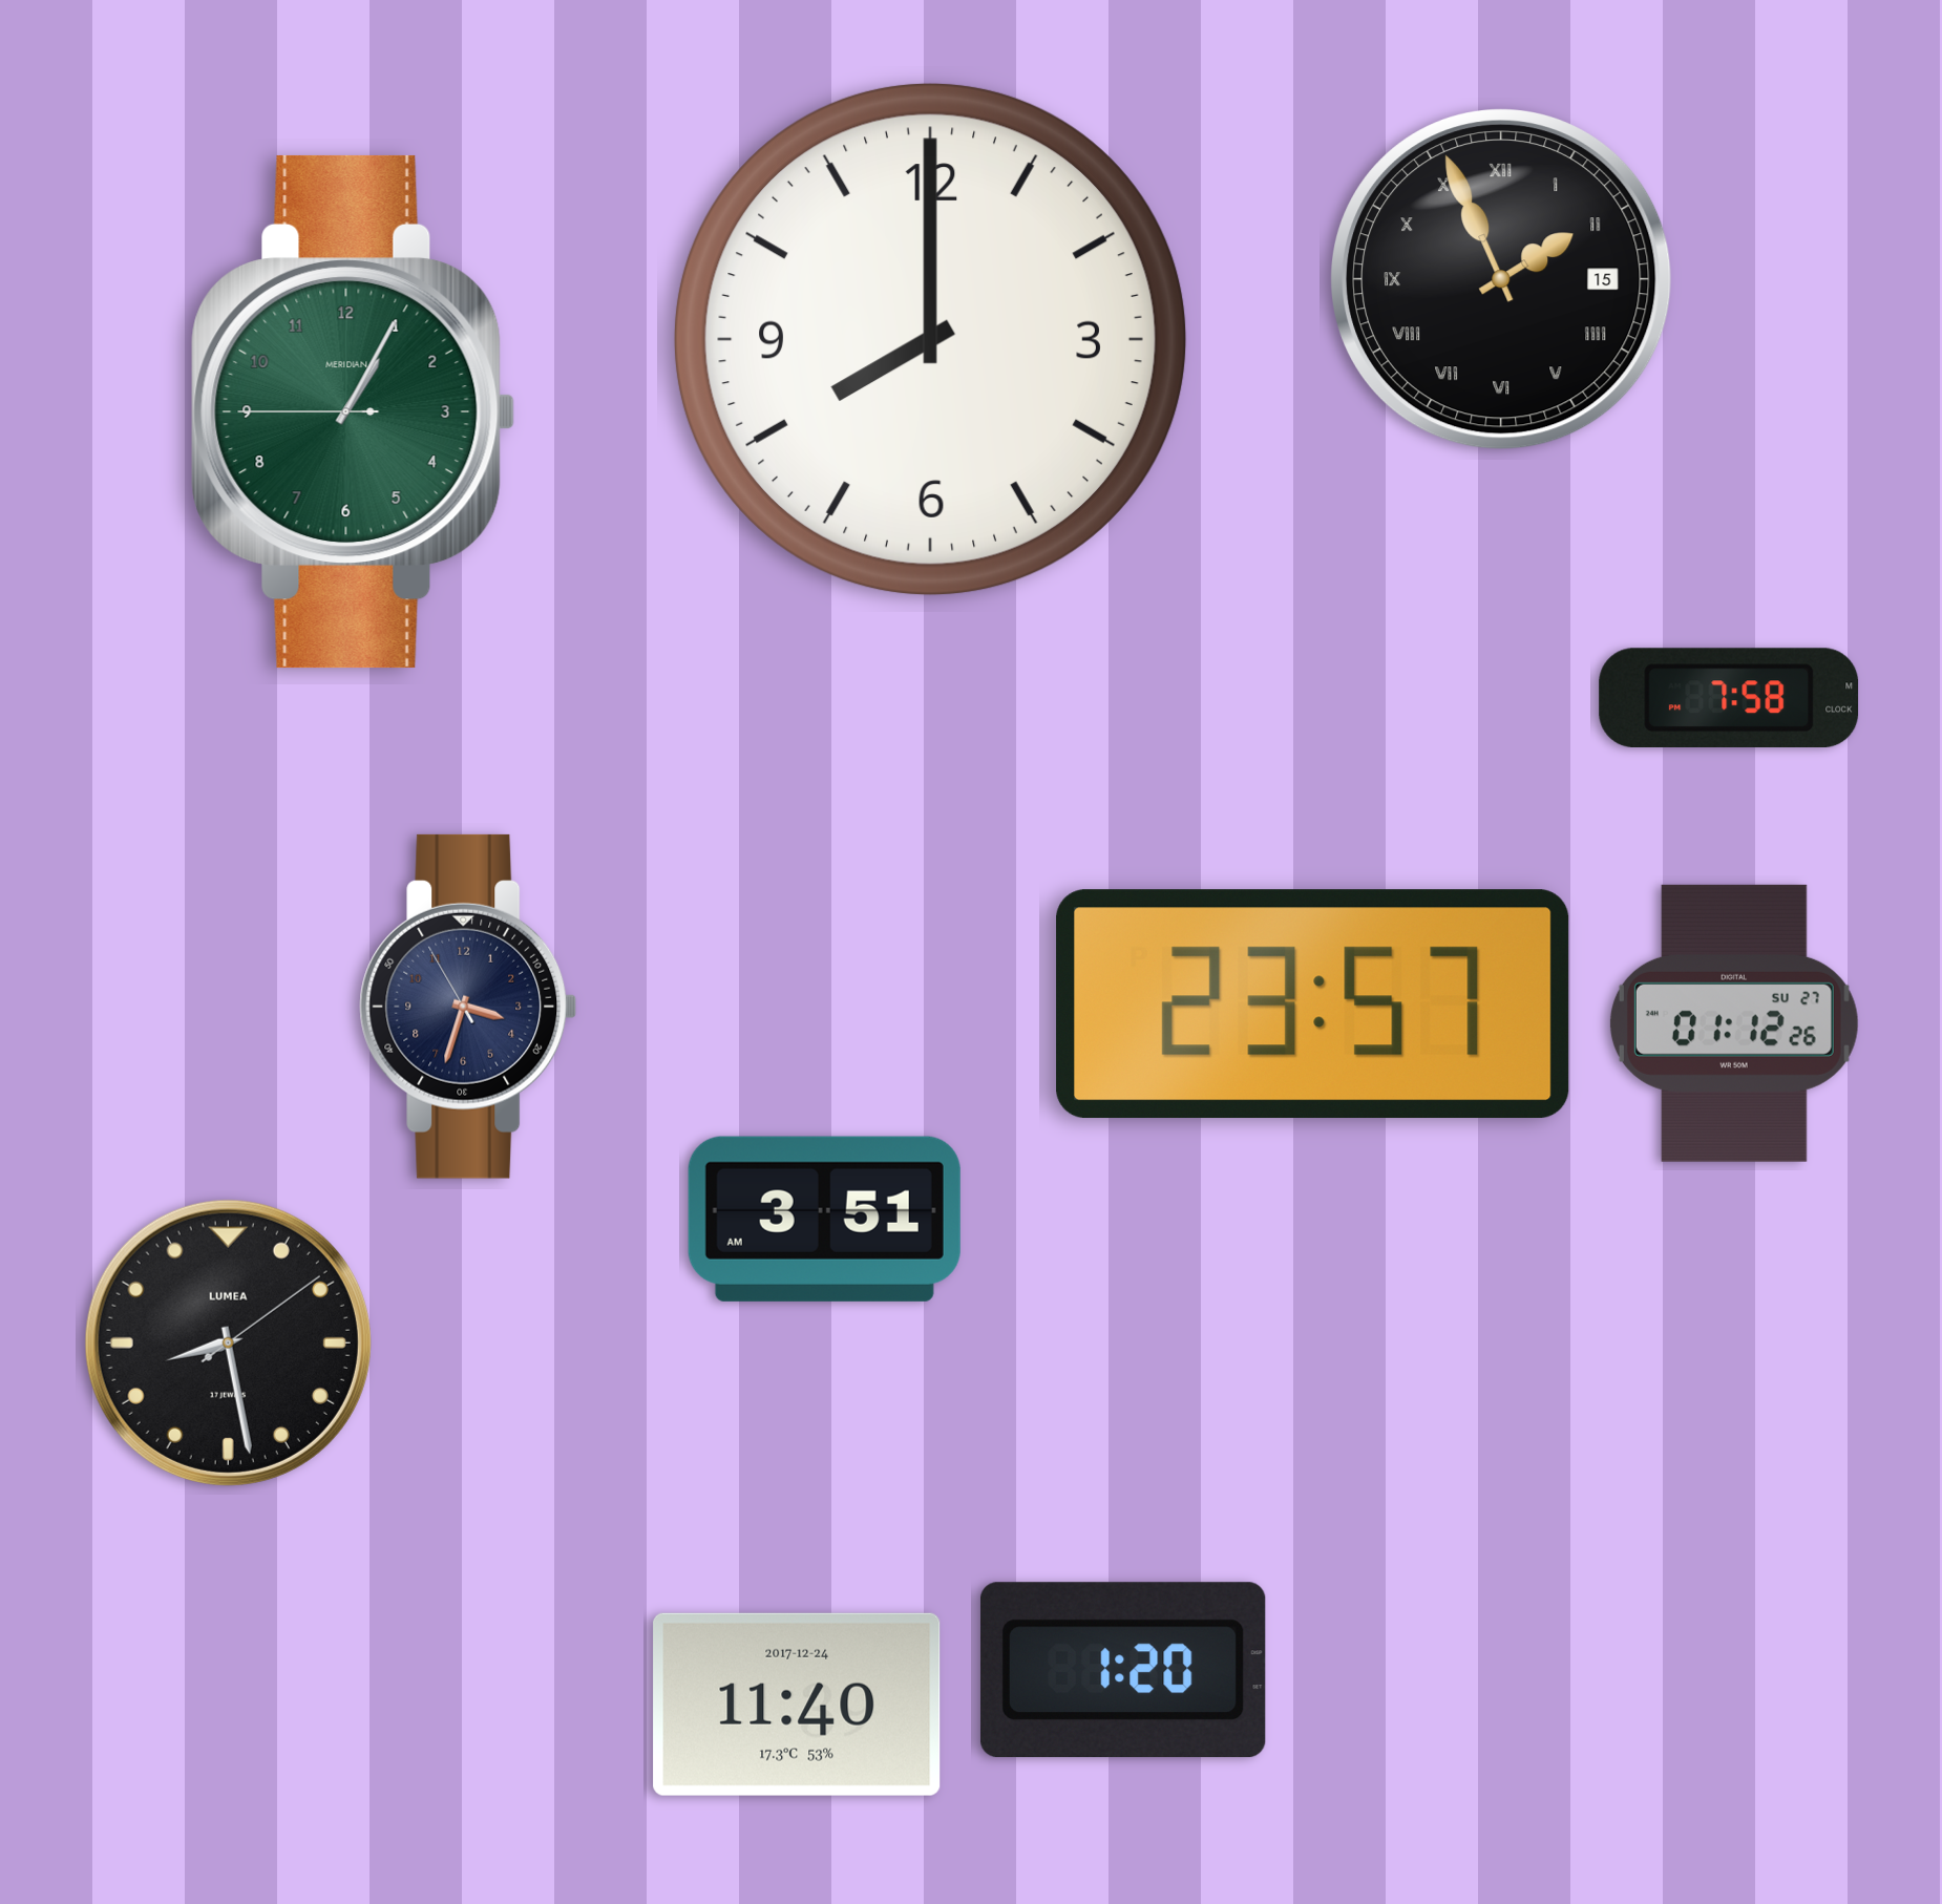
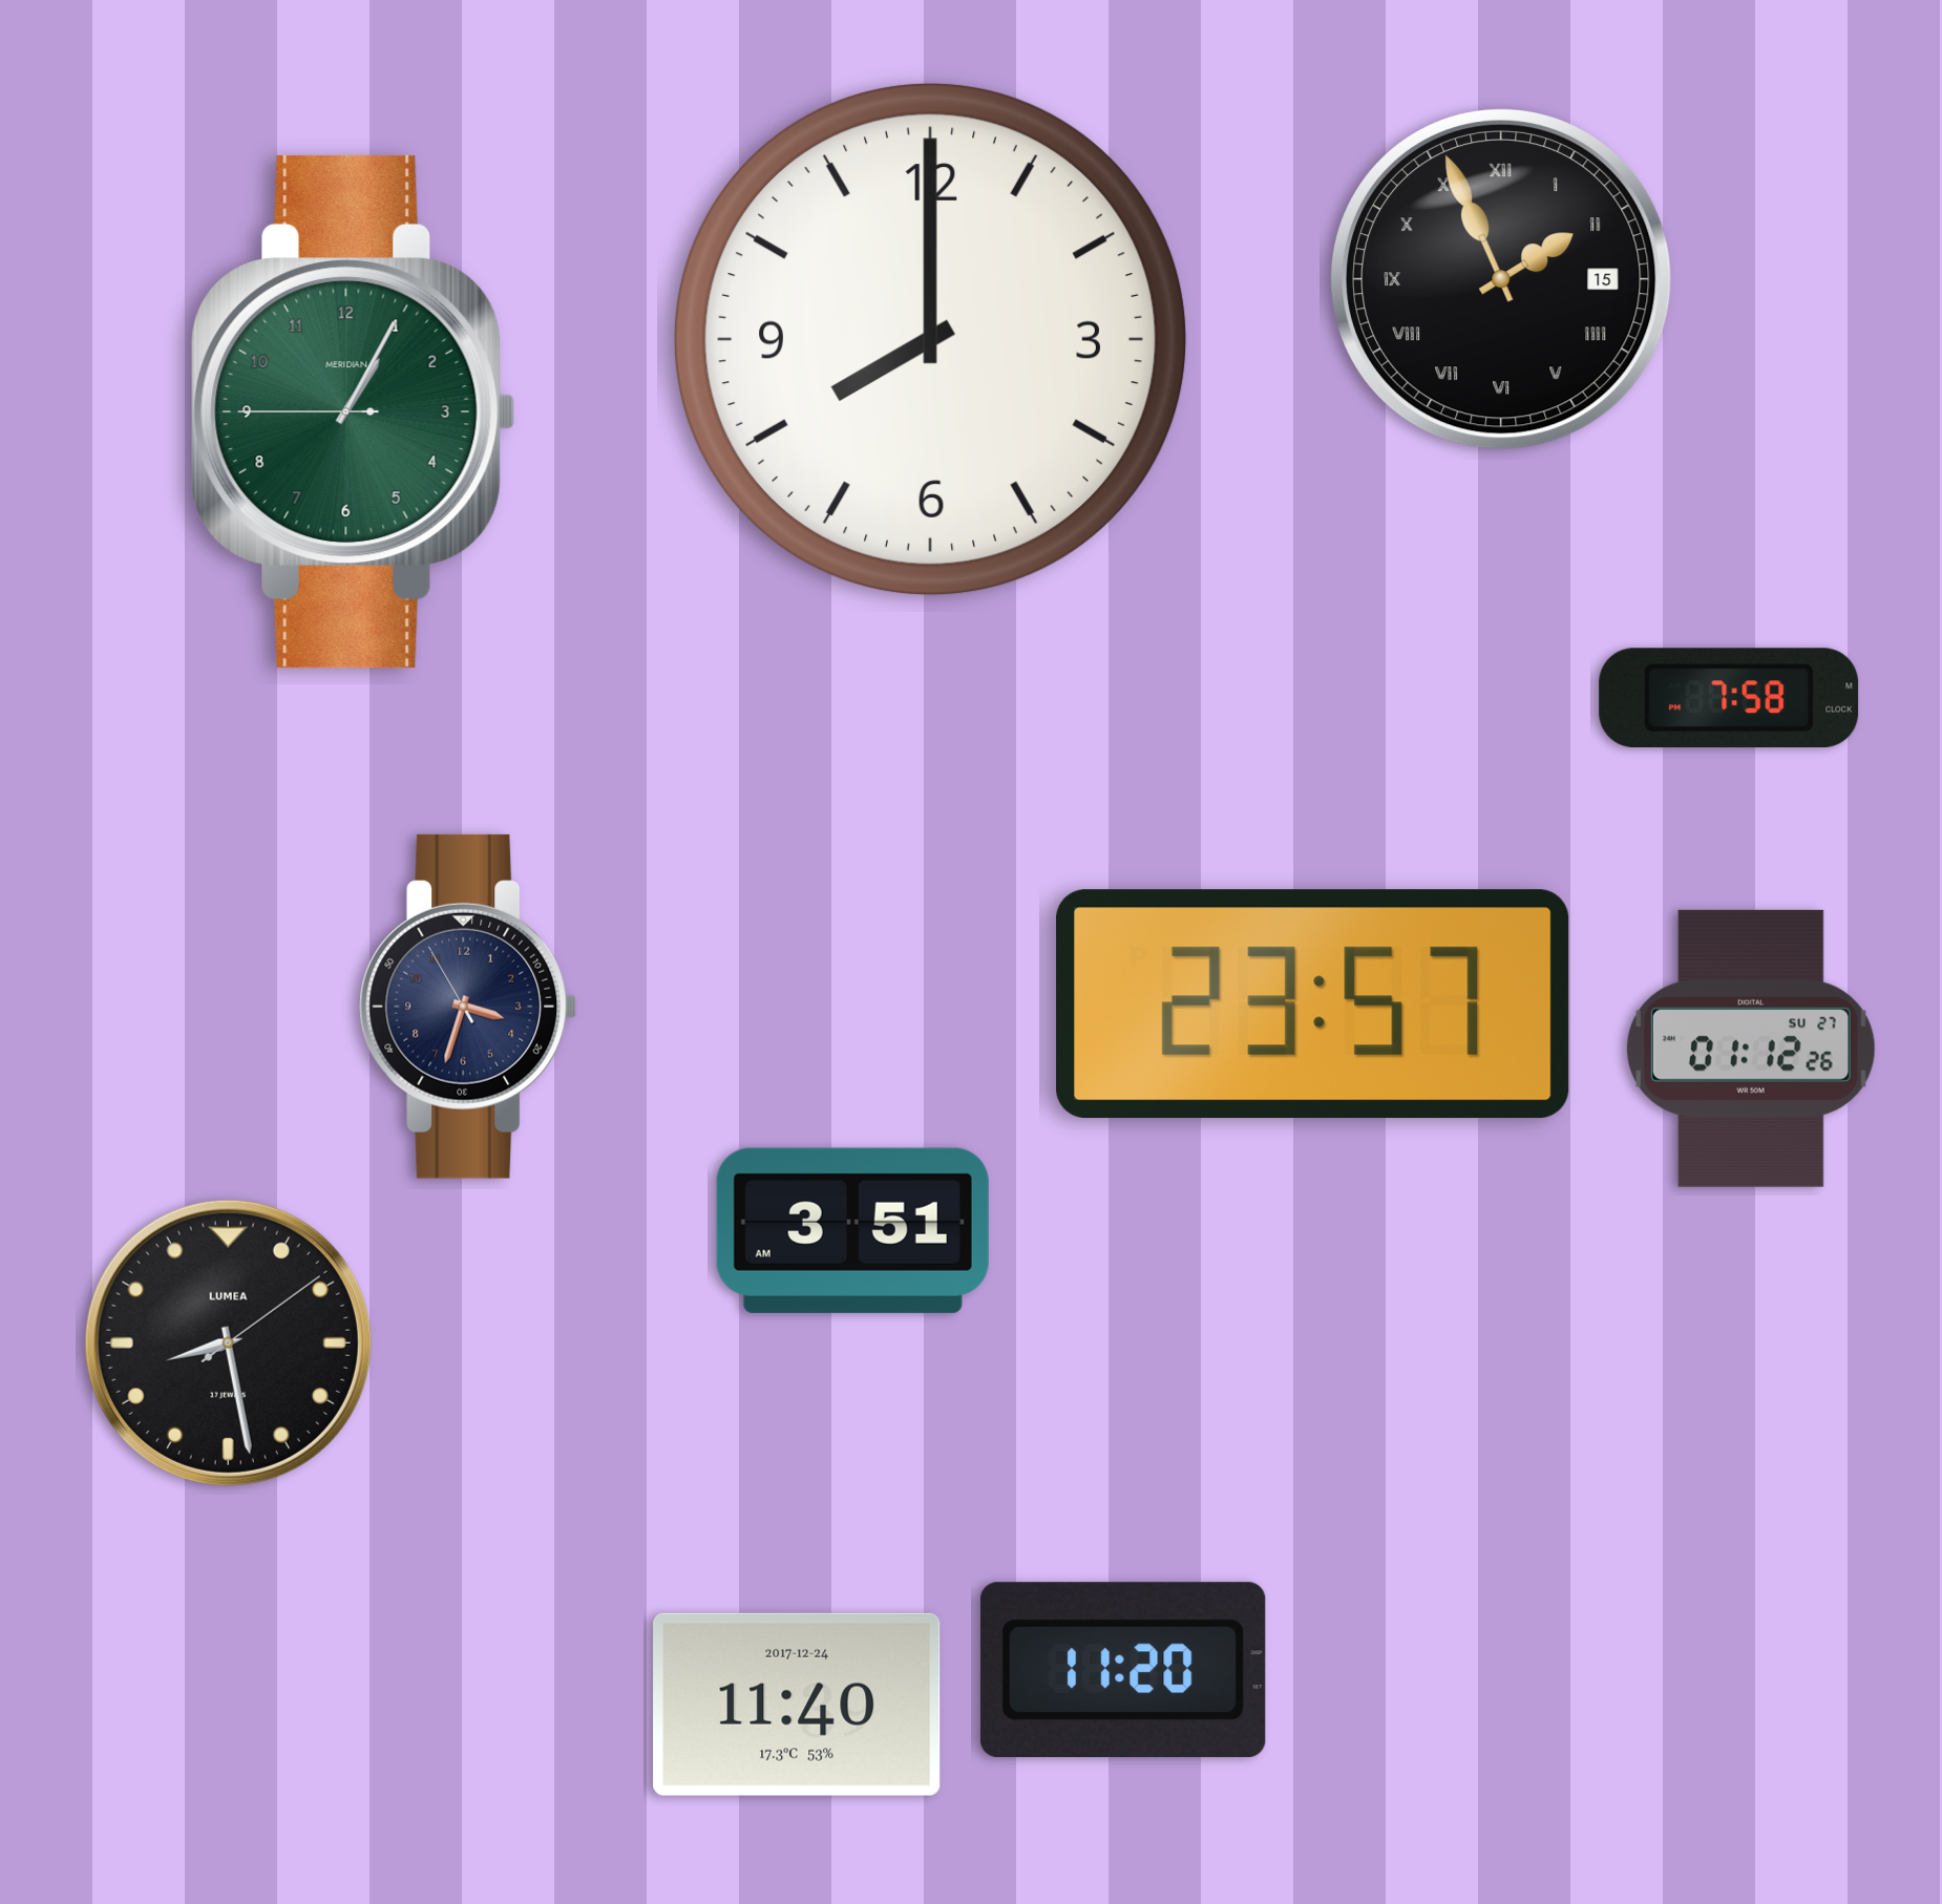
clock at (1734, 1023) position: (1734, 1023) -> (1751, 1049)
clock at (824, 1219) position: (824, 1219) -> (852, 1230)
clock at (1123, 1670): 1:20 -> 11:20
